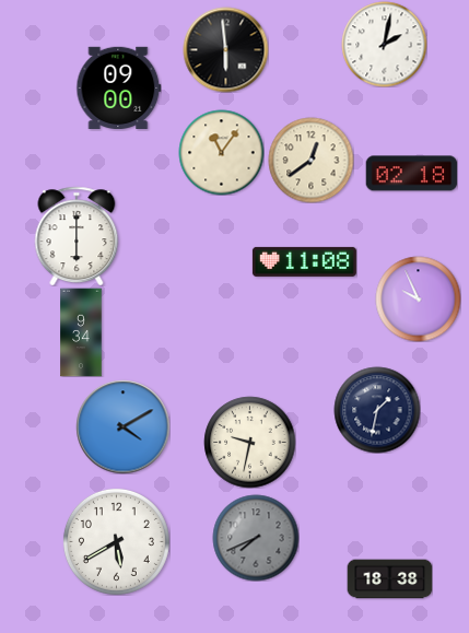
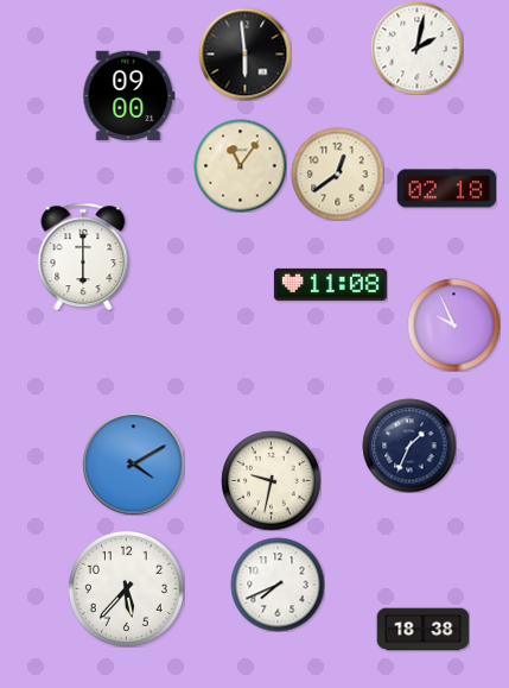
clock at (81, 332): 9:34 -> none
clock at (377, 410): 1:32 -> 1:34
clock at (256, 538) dial: grey -> white
clock at (116, 541): 5:40 -> 5:37
